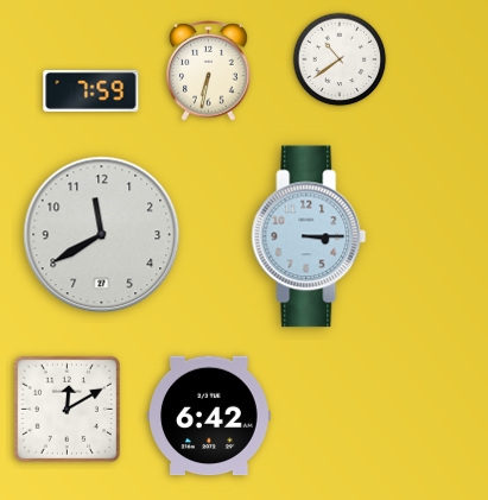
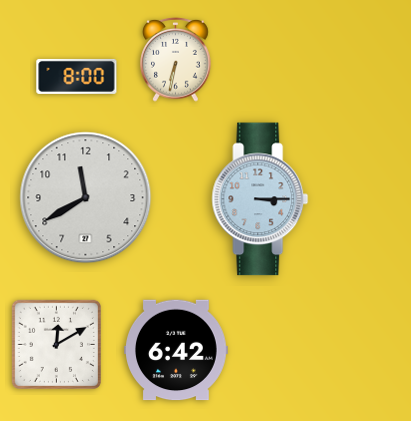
clock at (340, 59): 10:39 -> none
clock at (91, 90): 7:59 -> 8:00
